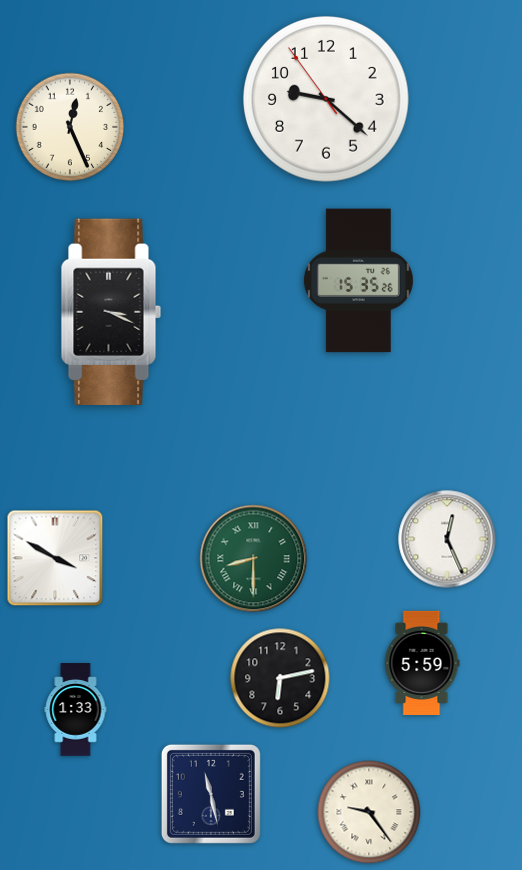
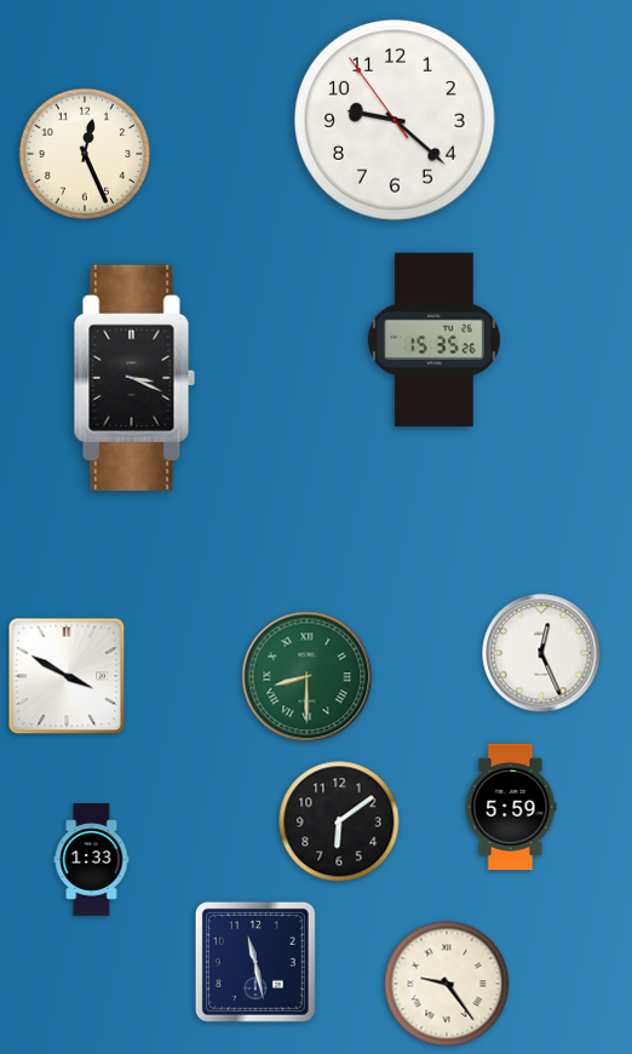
clock at (422, 663) position: (422, 663) -> (511, 807)
clock at (280, 678): 6:13 -> 6:09
